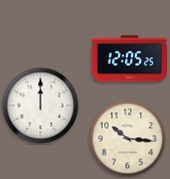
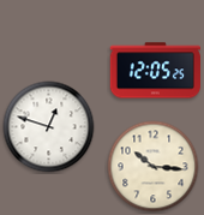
clock at (41, 106): 12:00 -> 12:48
